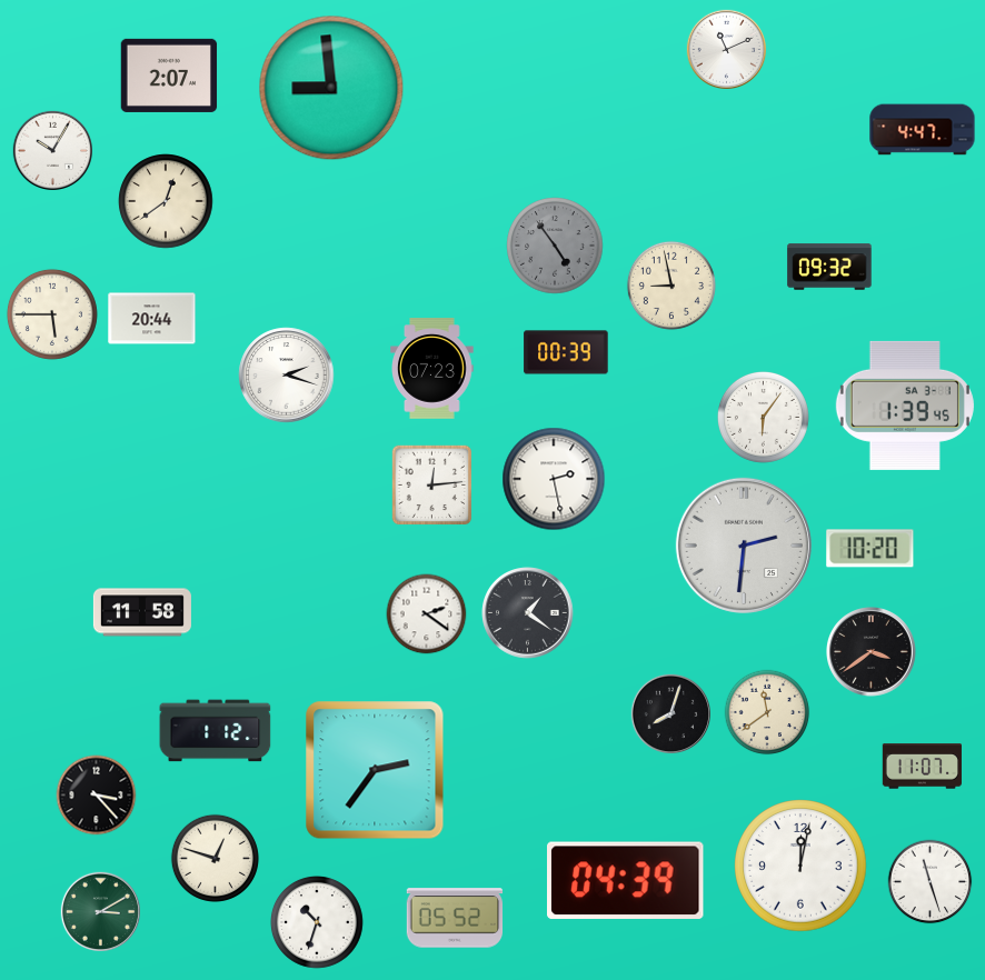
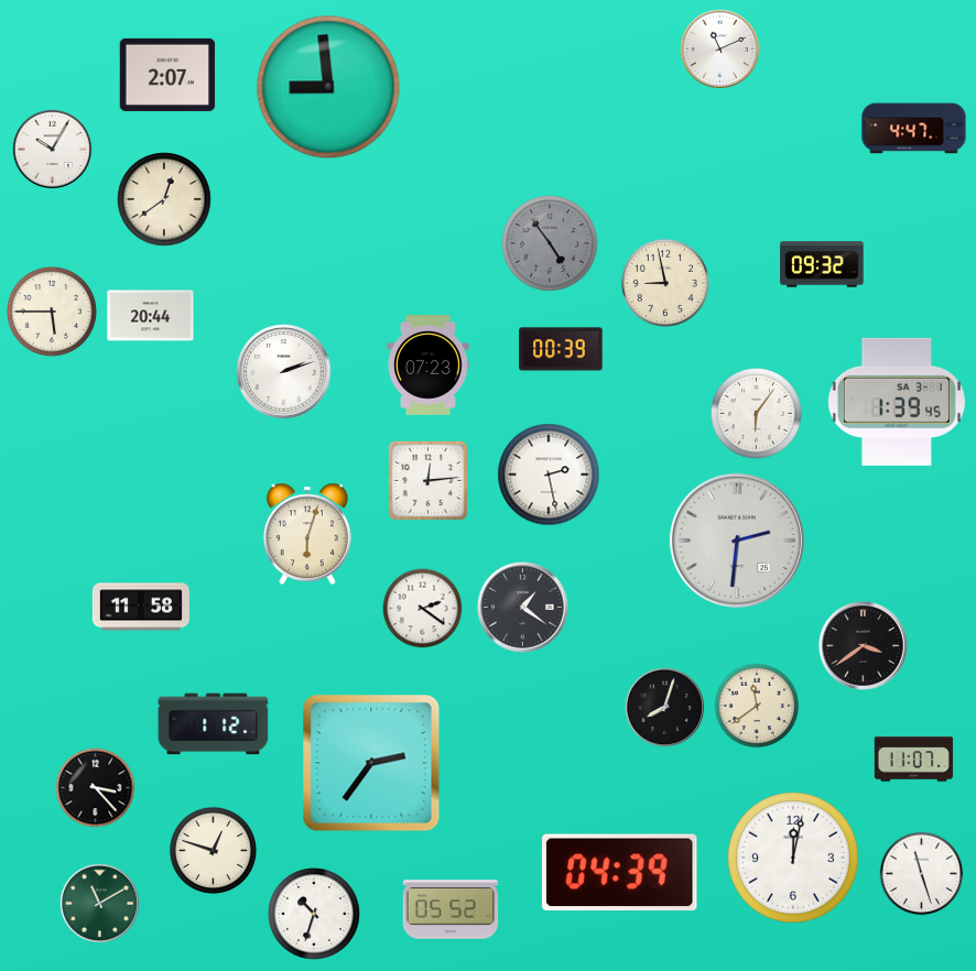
clock at (287, 376): 2:18 -> 2:12
clock at (307, 534): none -> 6:03
clock at (870, 549): 10:20 -> none
clock at (767, 712) position: (767, 712) -> (757, 706)
clock at (100, 911): 3:10 -> 11:10
